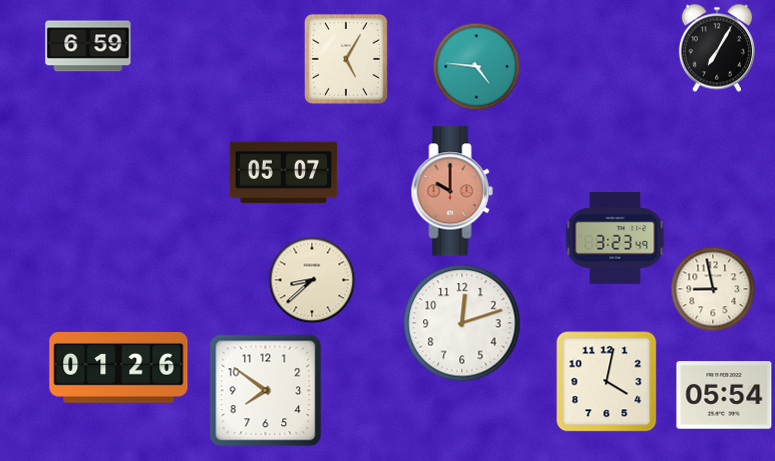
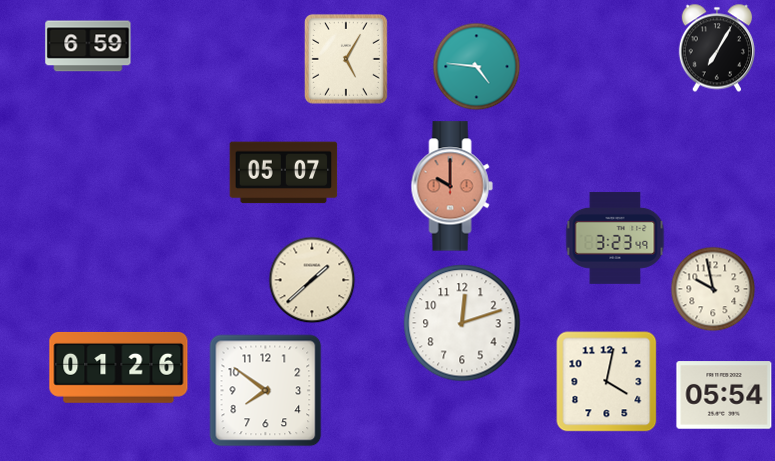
clock at (452, 191) position: (452, 191) -> (452, 186)
clock at (312, 280): 8:38 -> 1:38
clock at (713, 289): 8:58 -> 9:58
